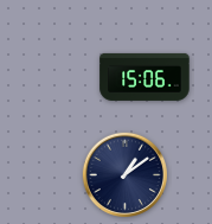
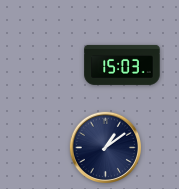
clock at (144, 77): 15:06 -> 15:03
